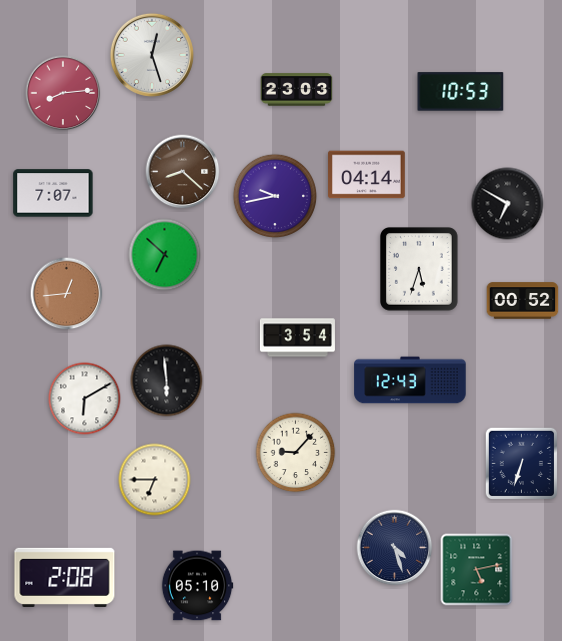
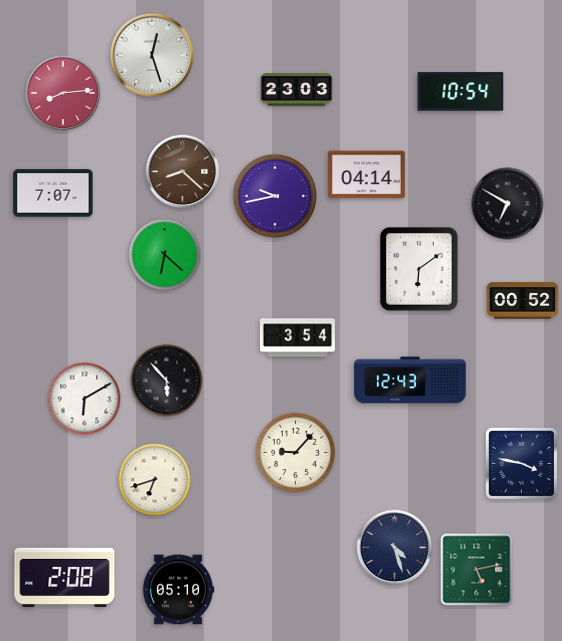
clock at (461, 92): 10:53 -> 10:54
clock at (165, 255): 6:52 -> 6:22
clock at (420, 269): 5:33 -> 6:09
clock at (67, 294): 12:44 -> none
clock at (167, 381): 5:59 -> 5:53
clock at (521, 463): 6:33 -> 3:47
clock at (155, 480): 6:45 -> 6:42
clock at (197, 586) position: (197, 586) -> (178, 590)
